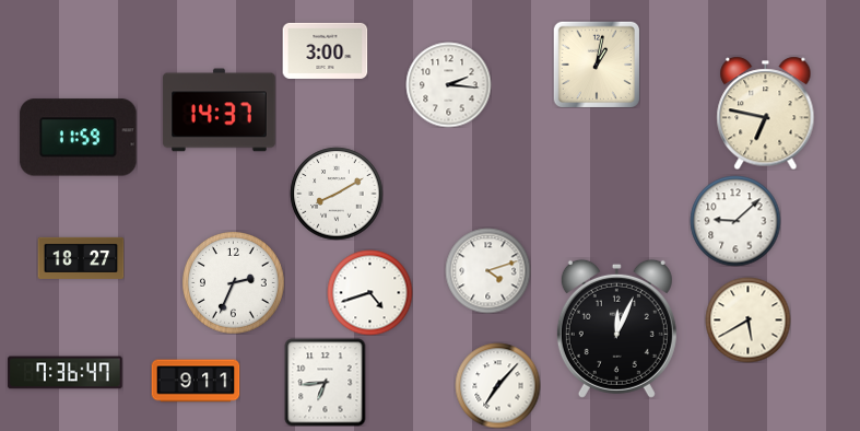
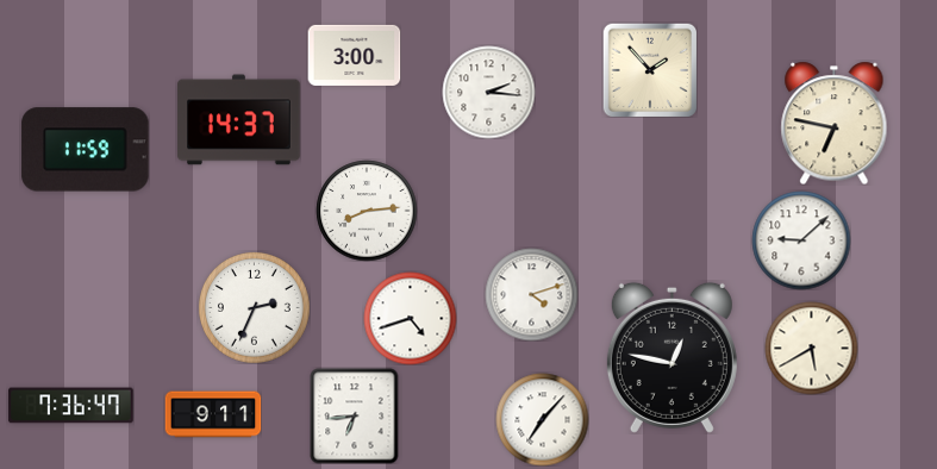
clock at (597, 65): 1:02 -> 1:53
clock at (337, 194): 8:10 -> 8:14
clock at (81, 258): 18:27 -> none
clock at (369, 292) position: (369, 292) -> (410, 318)
clock at (747, 319) position: (747, 319) -> (811, 348)
clock at (616, 328): 12:04 -> 12:47
